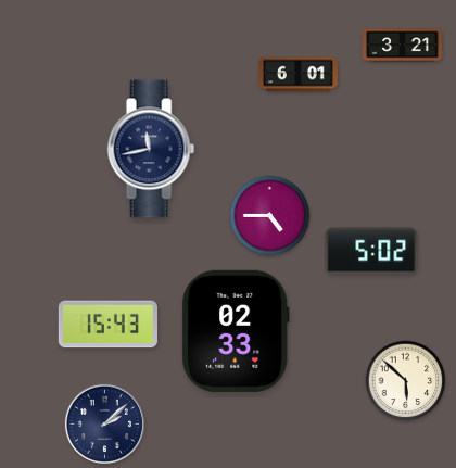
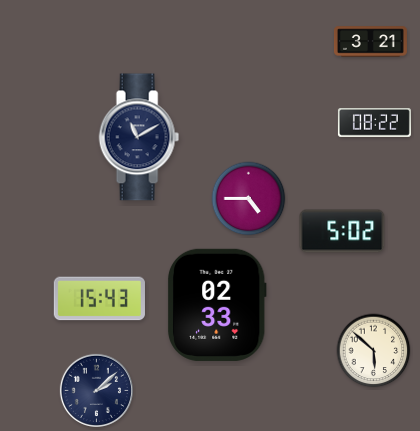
clock at (297, 75): 6:01 -> none
clock at (374, 123): none -> 08:22
clock at (151, 149): 11:43 -> 11:10
